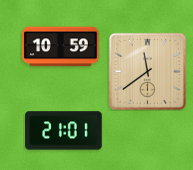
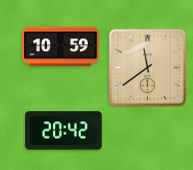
clock at (147, 71) position: (147, 71) -> (147, 67)
clock at (64, 131): 21:01 -> 20:42
